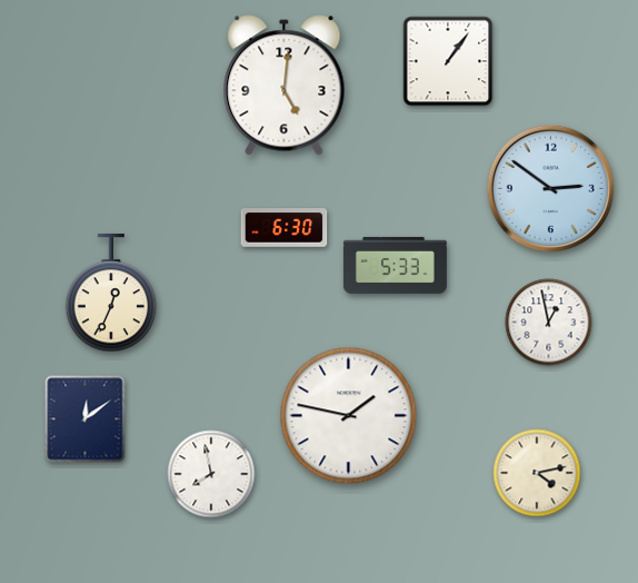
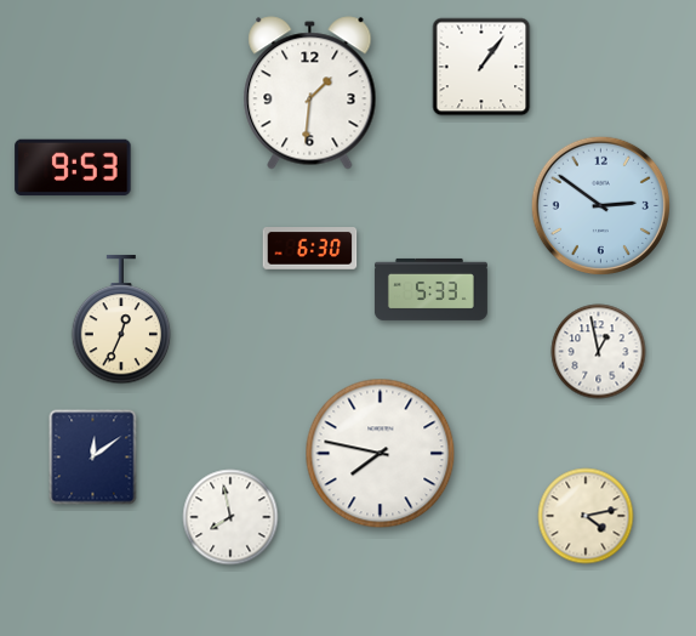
clock at (448, 61) position: (448, 61) -> (481, 67)
clock at (285, 86): 5:01 -> 1:31
clock at (73, 167): none -> 9:53
clock at (349, 416): 1:47 -> 7:47
